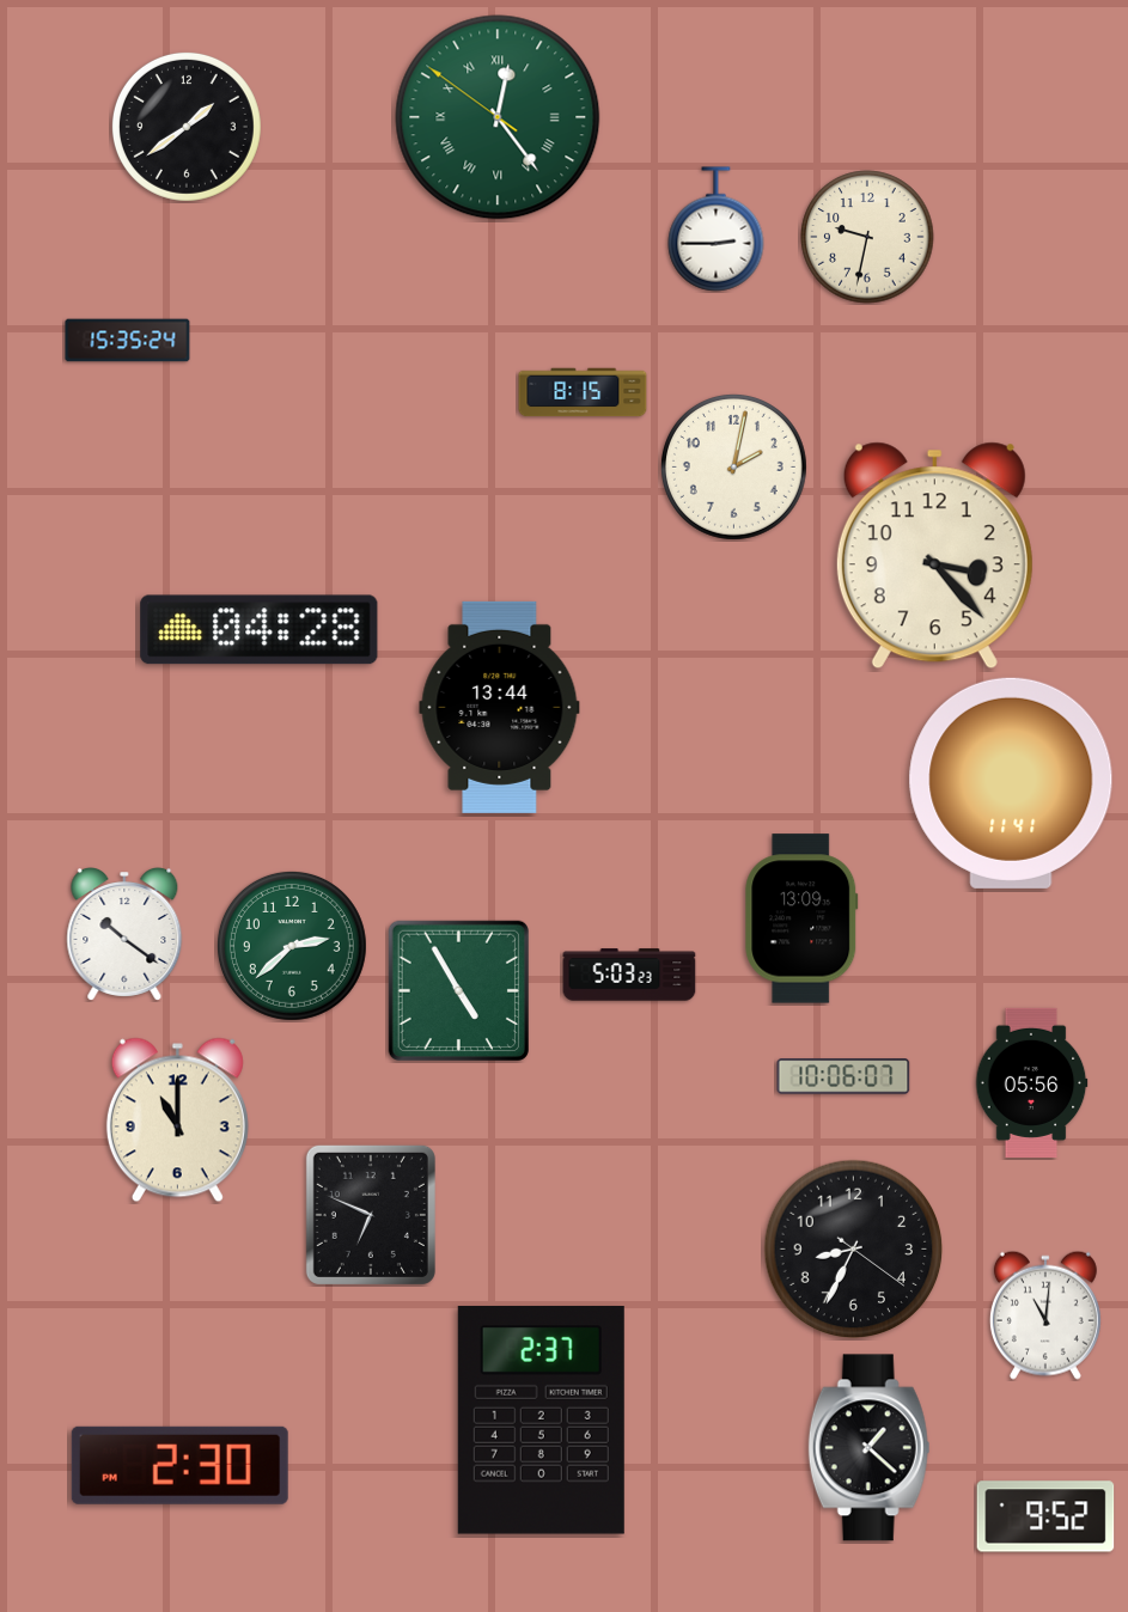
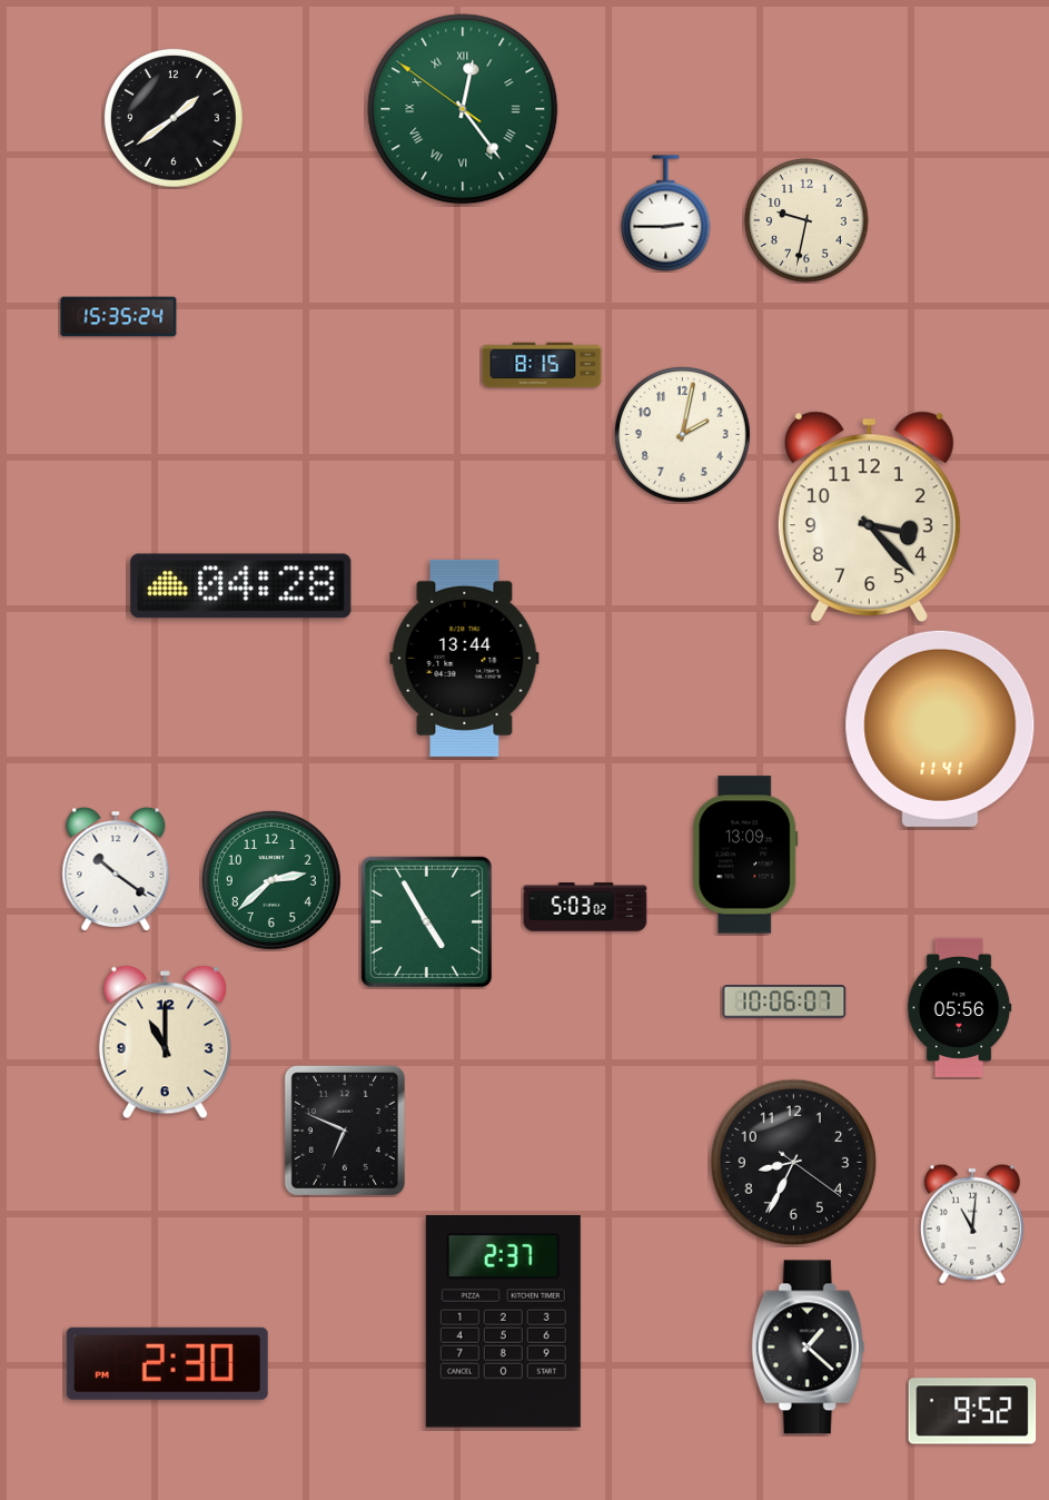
clock at (629, 975): 5:03:23 -> 5:03:02
